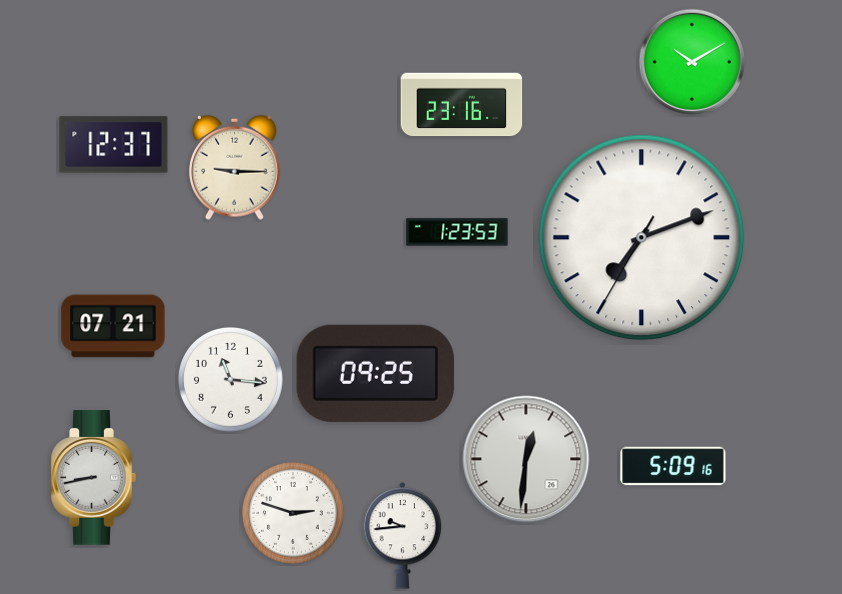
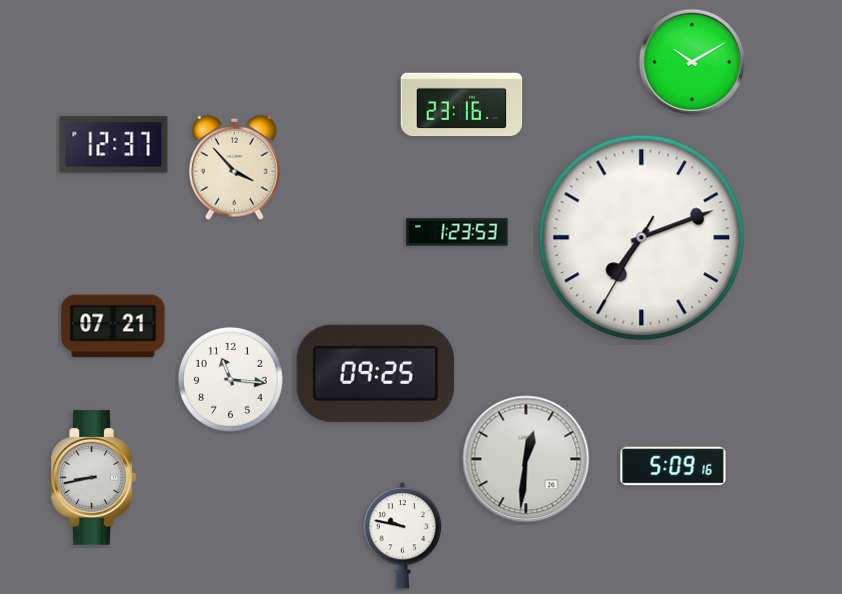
clock at (235, 167): 9:15 -> 3:53
clock at (294, 514): 2:48 -> none
clock at (403, 536): 9:44 -> 9:47
